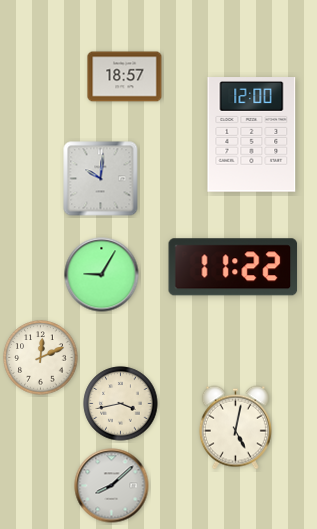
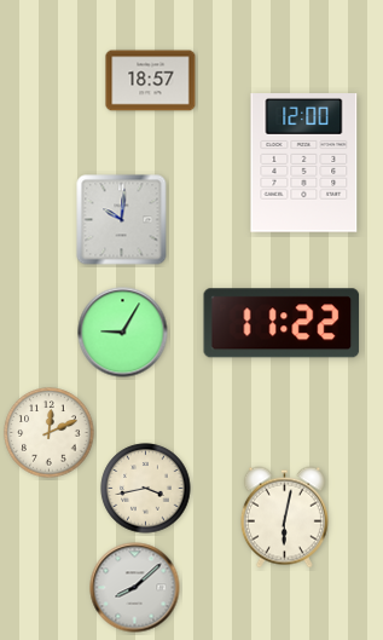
clock at (125, 77) position: (125, 77) -> (151, 81)
clock at (101, 179) position: (101, 179) -> (122, 220)
clock at (235, 428): 5:02 -> 6:02
